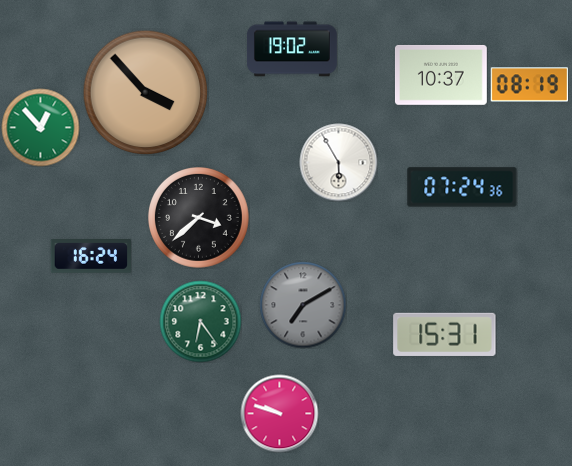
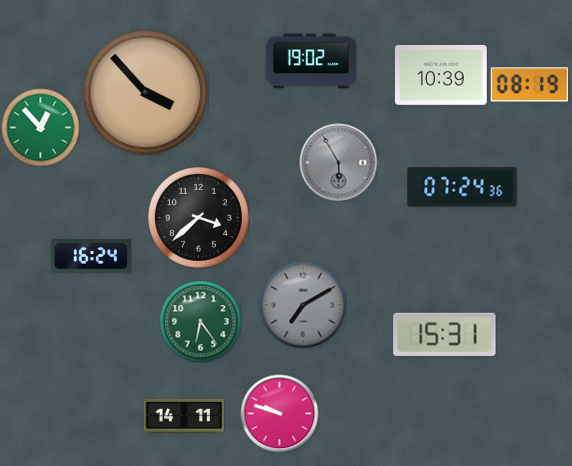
clock at (292, 49) position: (292, 49) -> (311, 61)
clock at (441, 75): 10:37 -> 10:39
clock at (338, 162) dial: white -> grey
clock at (184, 416): none -> 14:11
